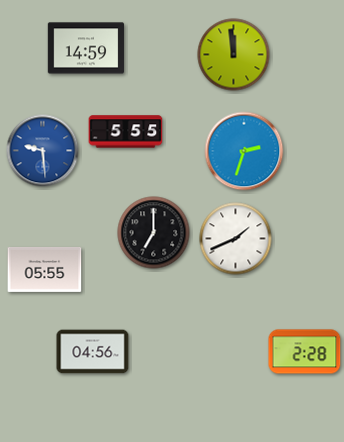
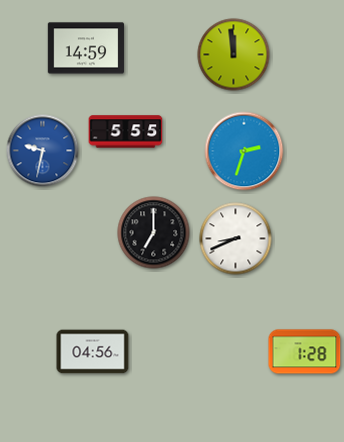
clock at (43, 151): 9:29 -> 9:32
clock at (236, 239): 1:41 -> 8:41
clock at (45, 269): 05:55 -> none
clock at (305, 352): 2:28 -> 1:28
